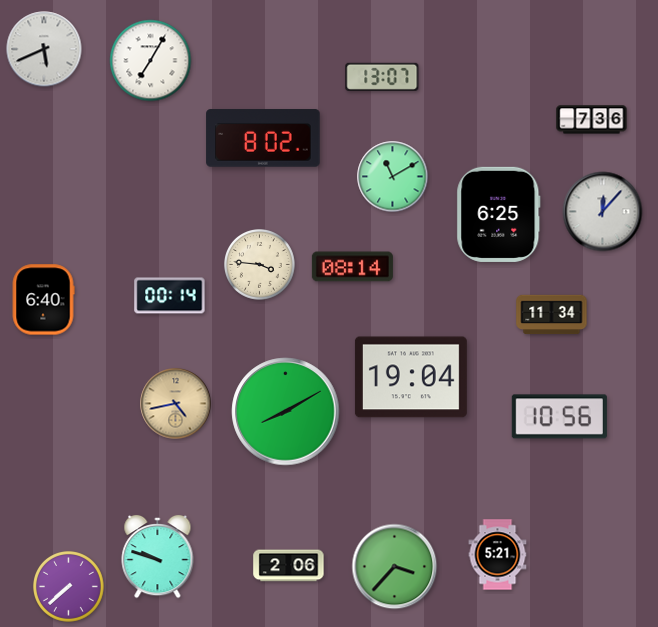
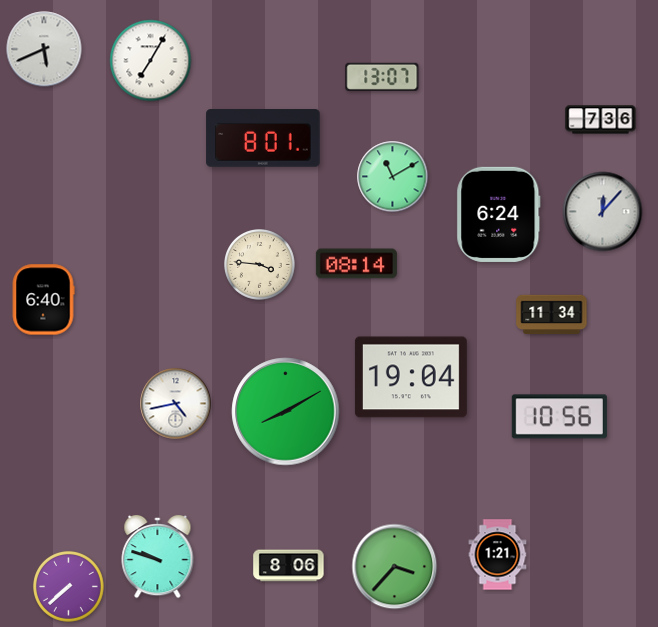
clock at (592, 120) position: (592, 120) -> (601, 120)
clock at (263, 138): 8:02 -> 8:01
clock at (499, 214): 6:25 -> 6:24
clock at (352, 267) position: (352, 267) -> (356, 264)
clock at (170, 296): 00:14 -> none
clock at (176, 404) dial: champagne -> white
clock at (498, 555): 5:21 -> 1:21
clock at (289, 566): 2:06 -> 8:06
